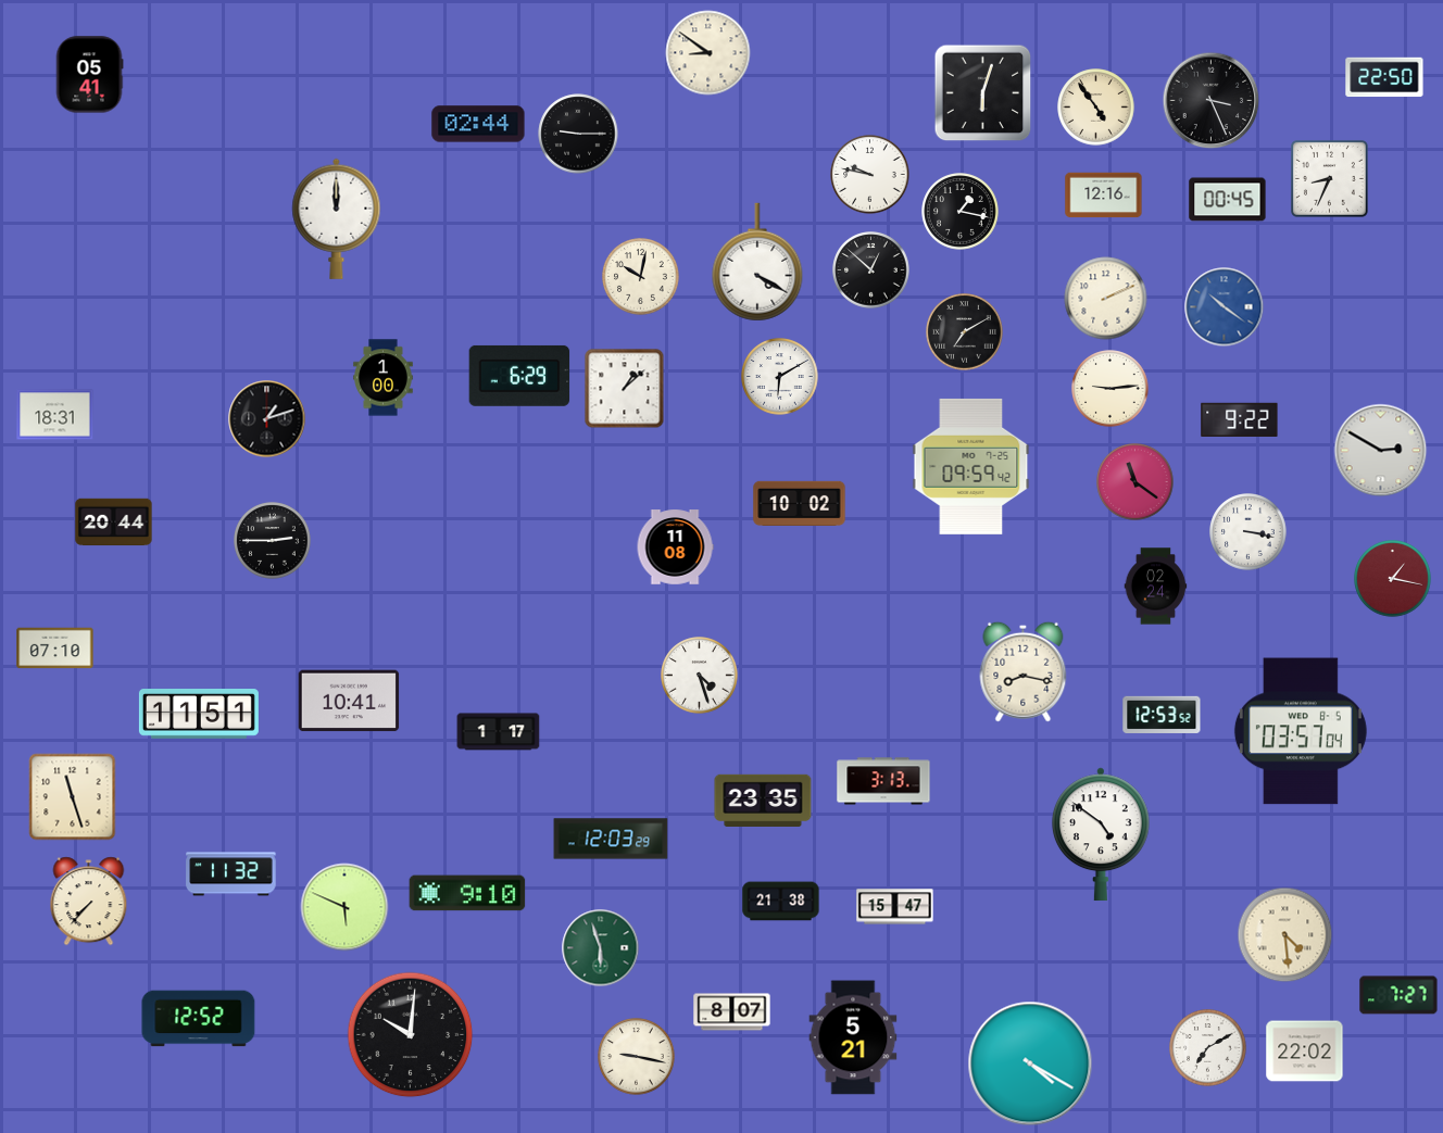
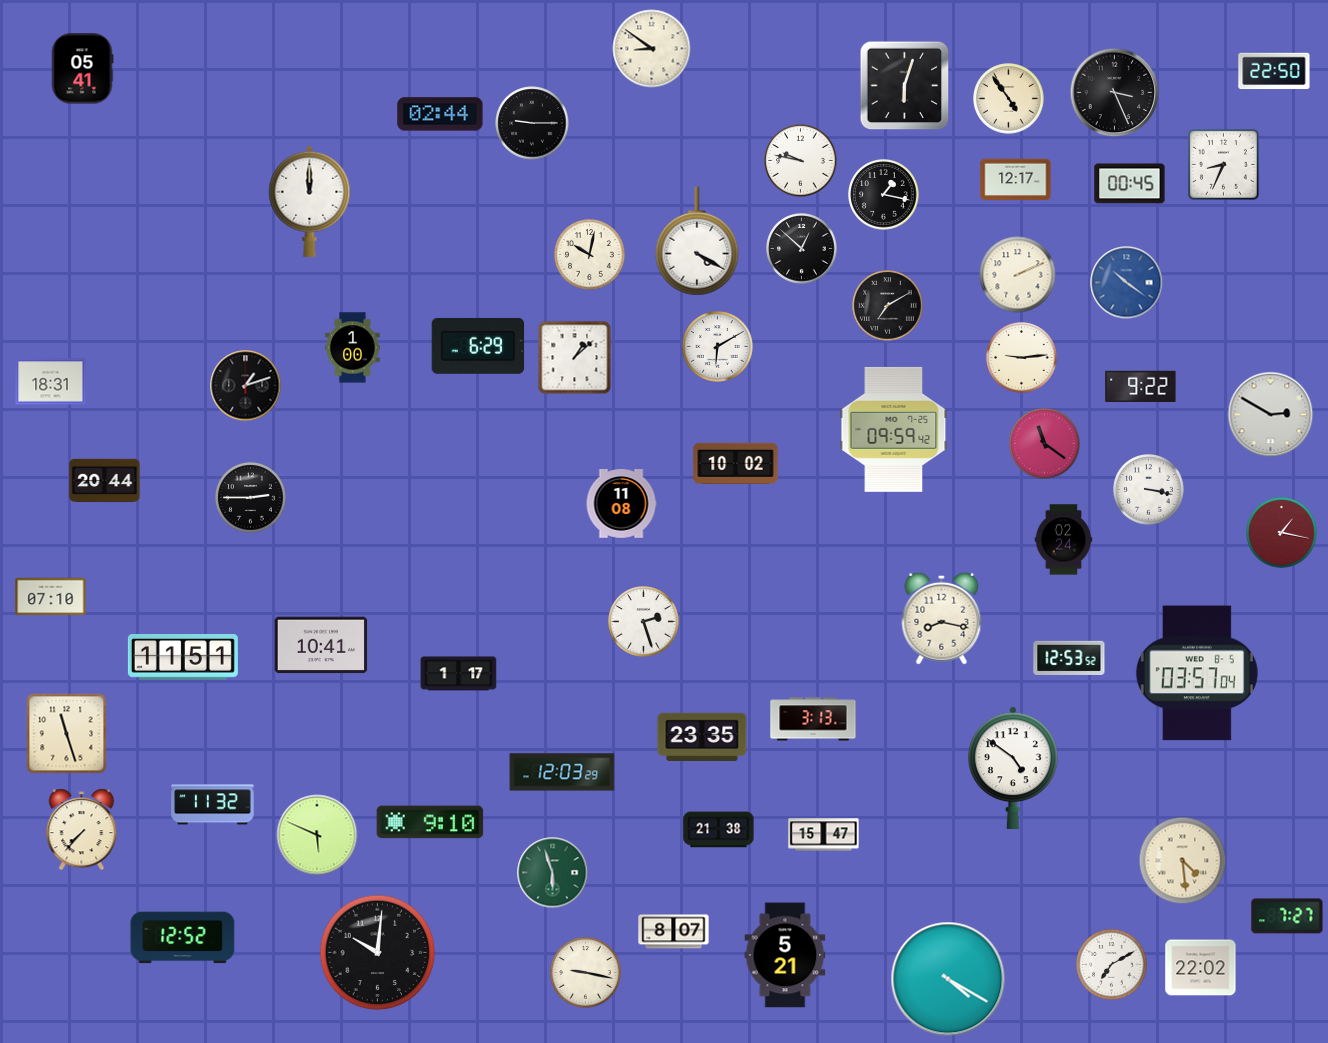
clock at (1104, 196): 12:16 -> 12:17
clock at (700, 676): 4:27 -> 2:27
